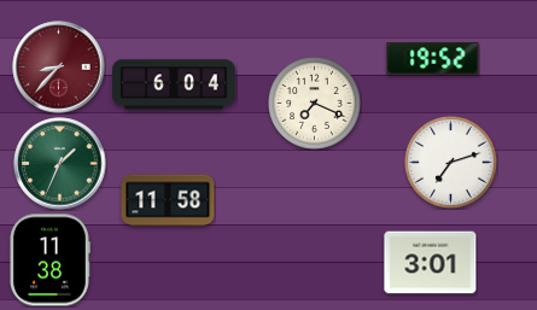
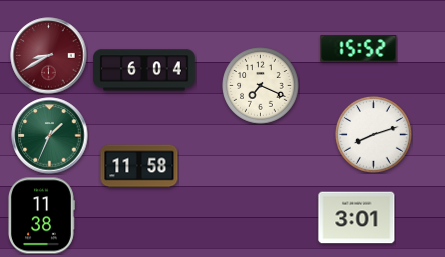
clock at (433, 59): 19:52 -> 15:52
clock at (59, 68): 8:37 -> 8:40
clock at (451, 163): 7:12 -> 8:12
